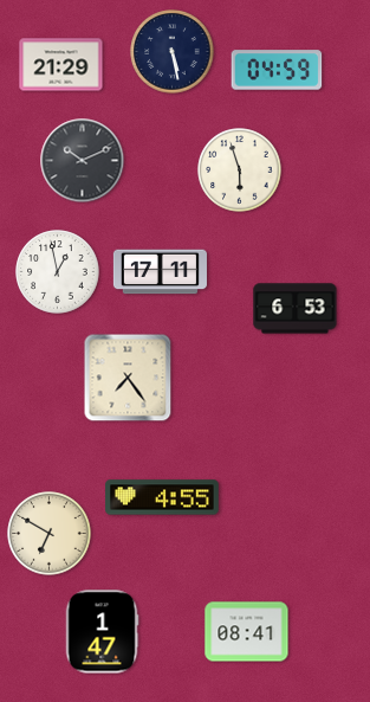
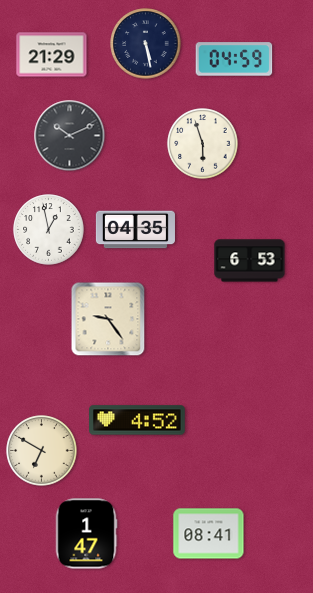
clock at (160, 272): 17:11 -> 04:35
clock at (128, 378): 7:24 -> 9:24
clock at (162, 497): 4:55 -> 4:52
